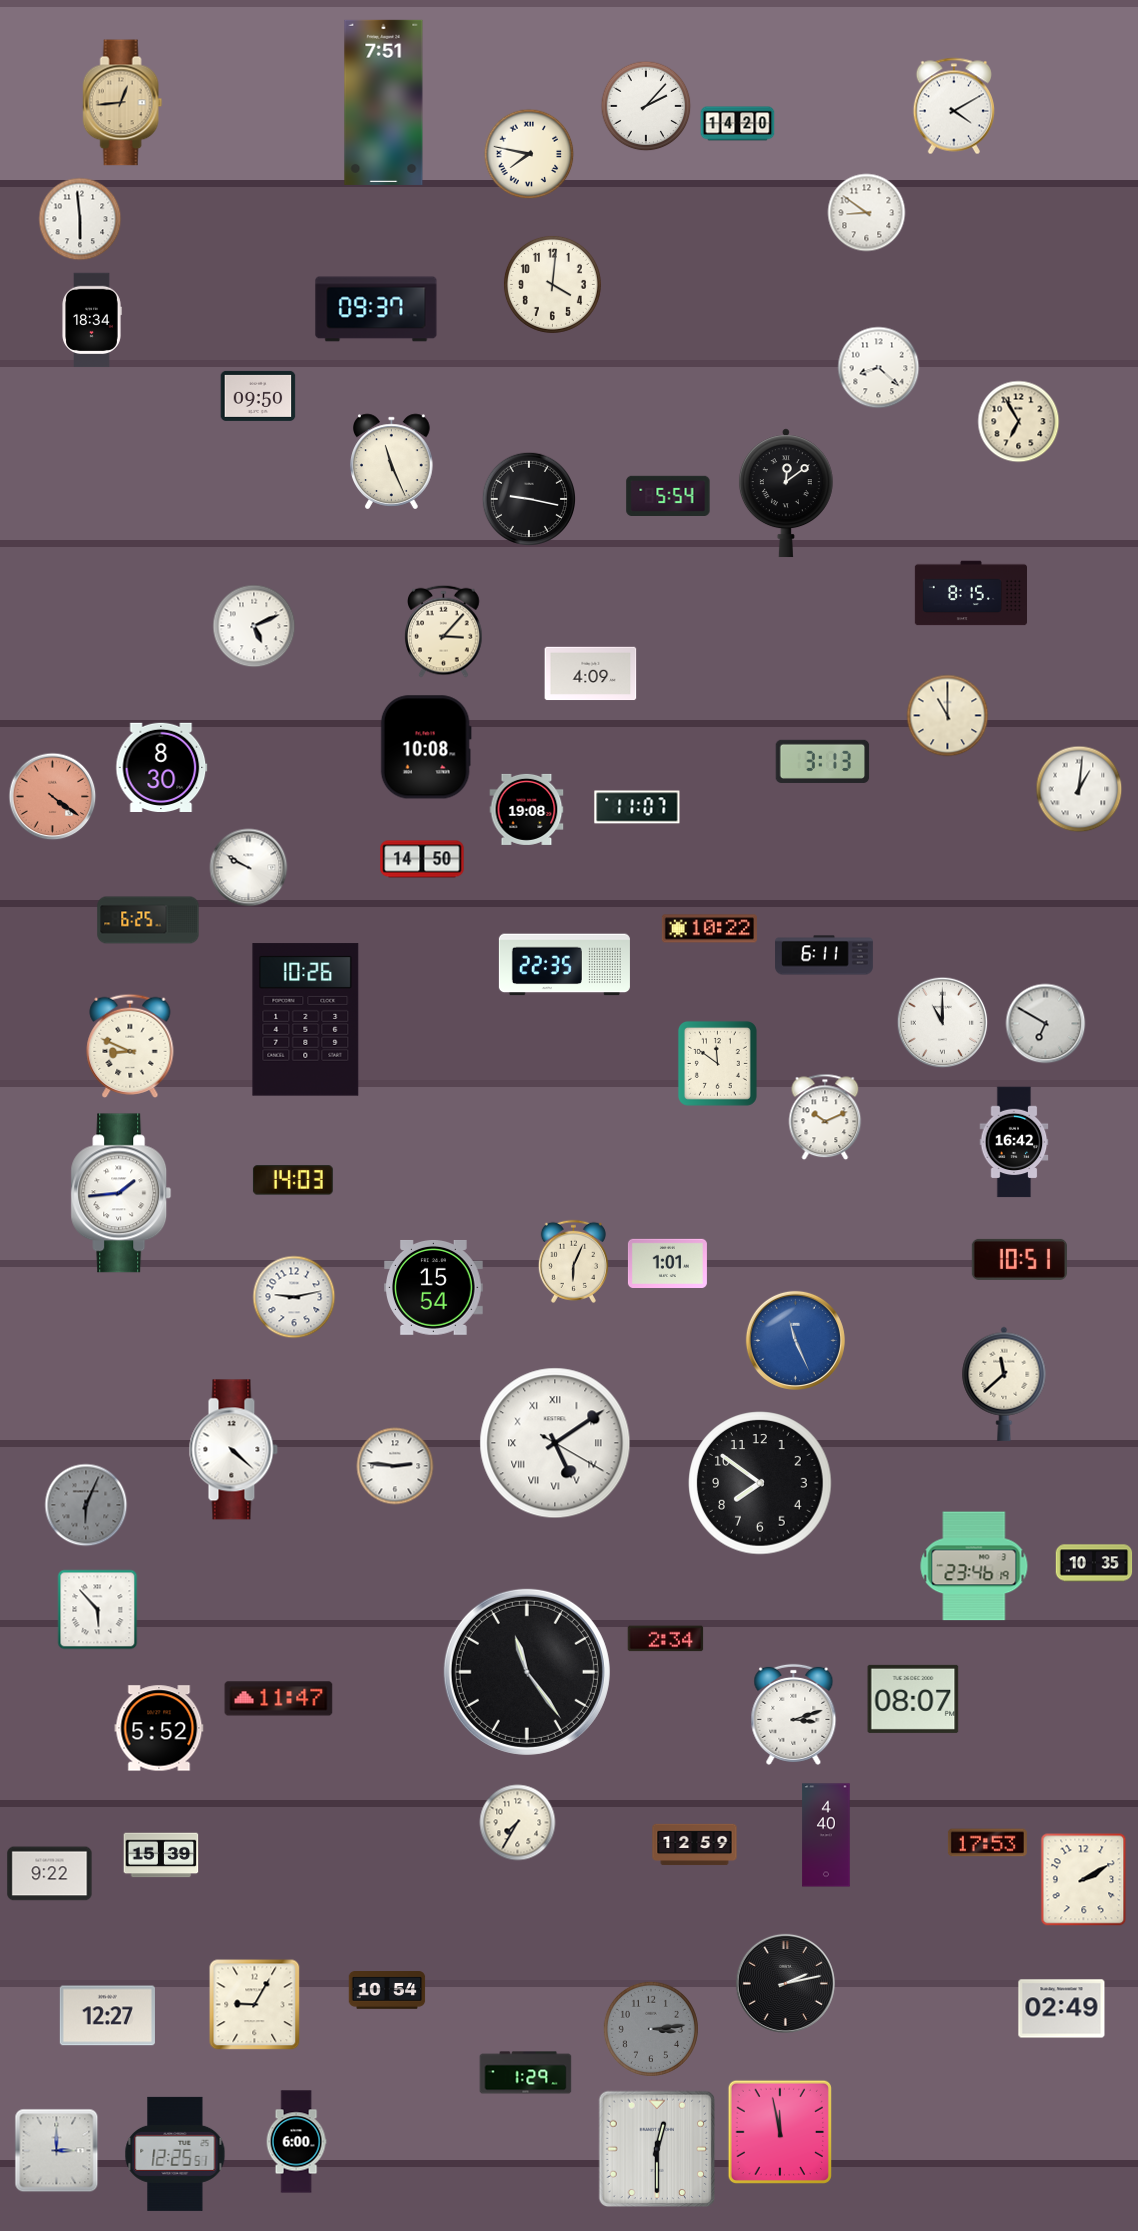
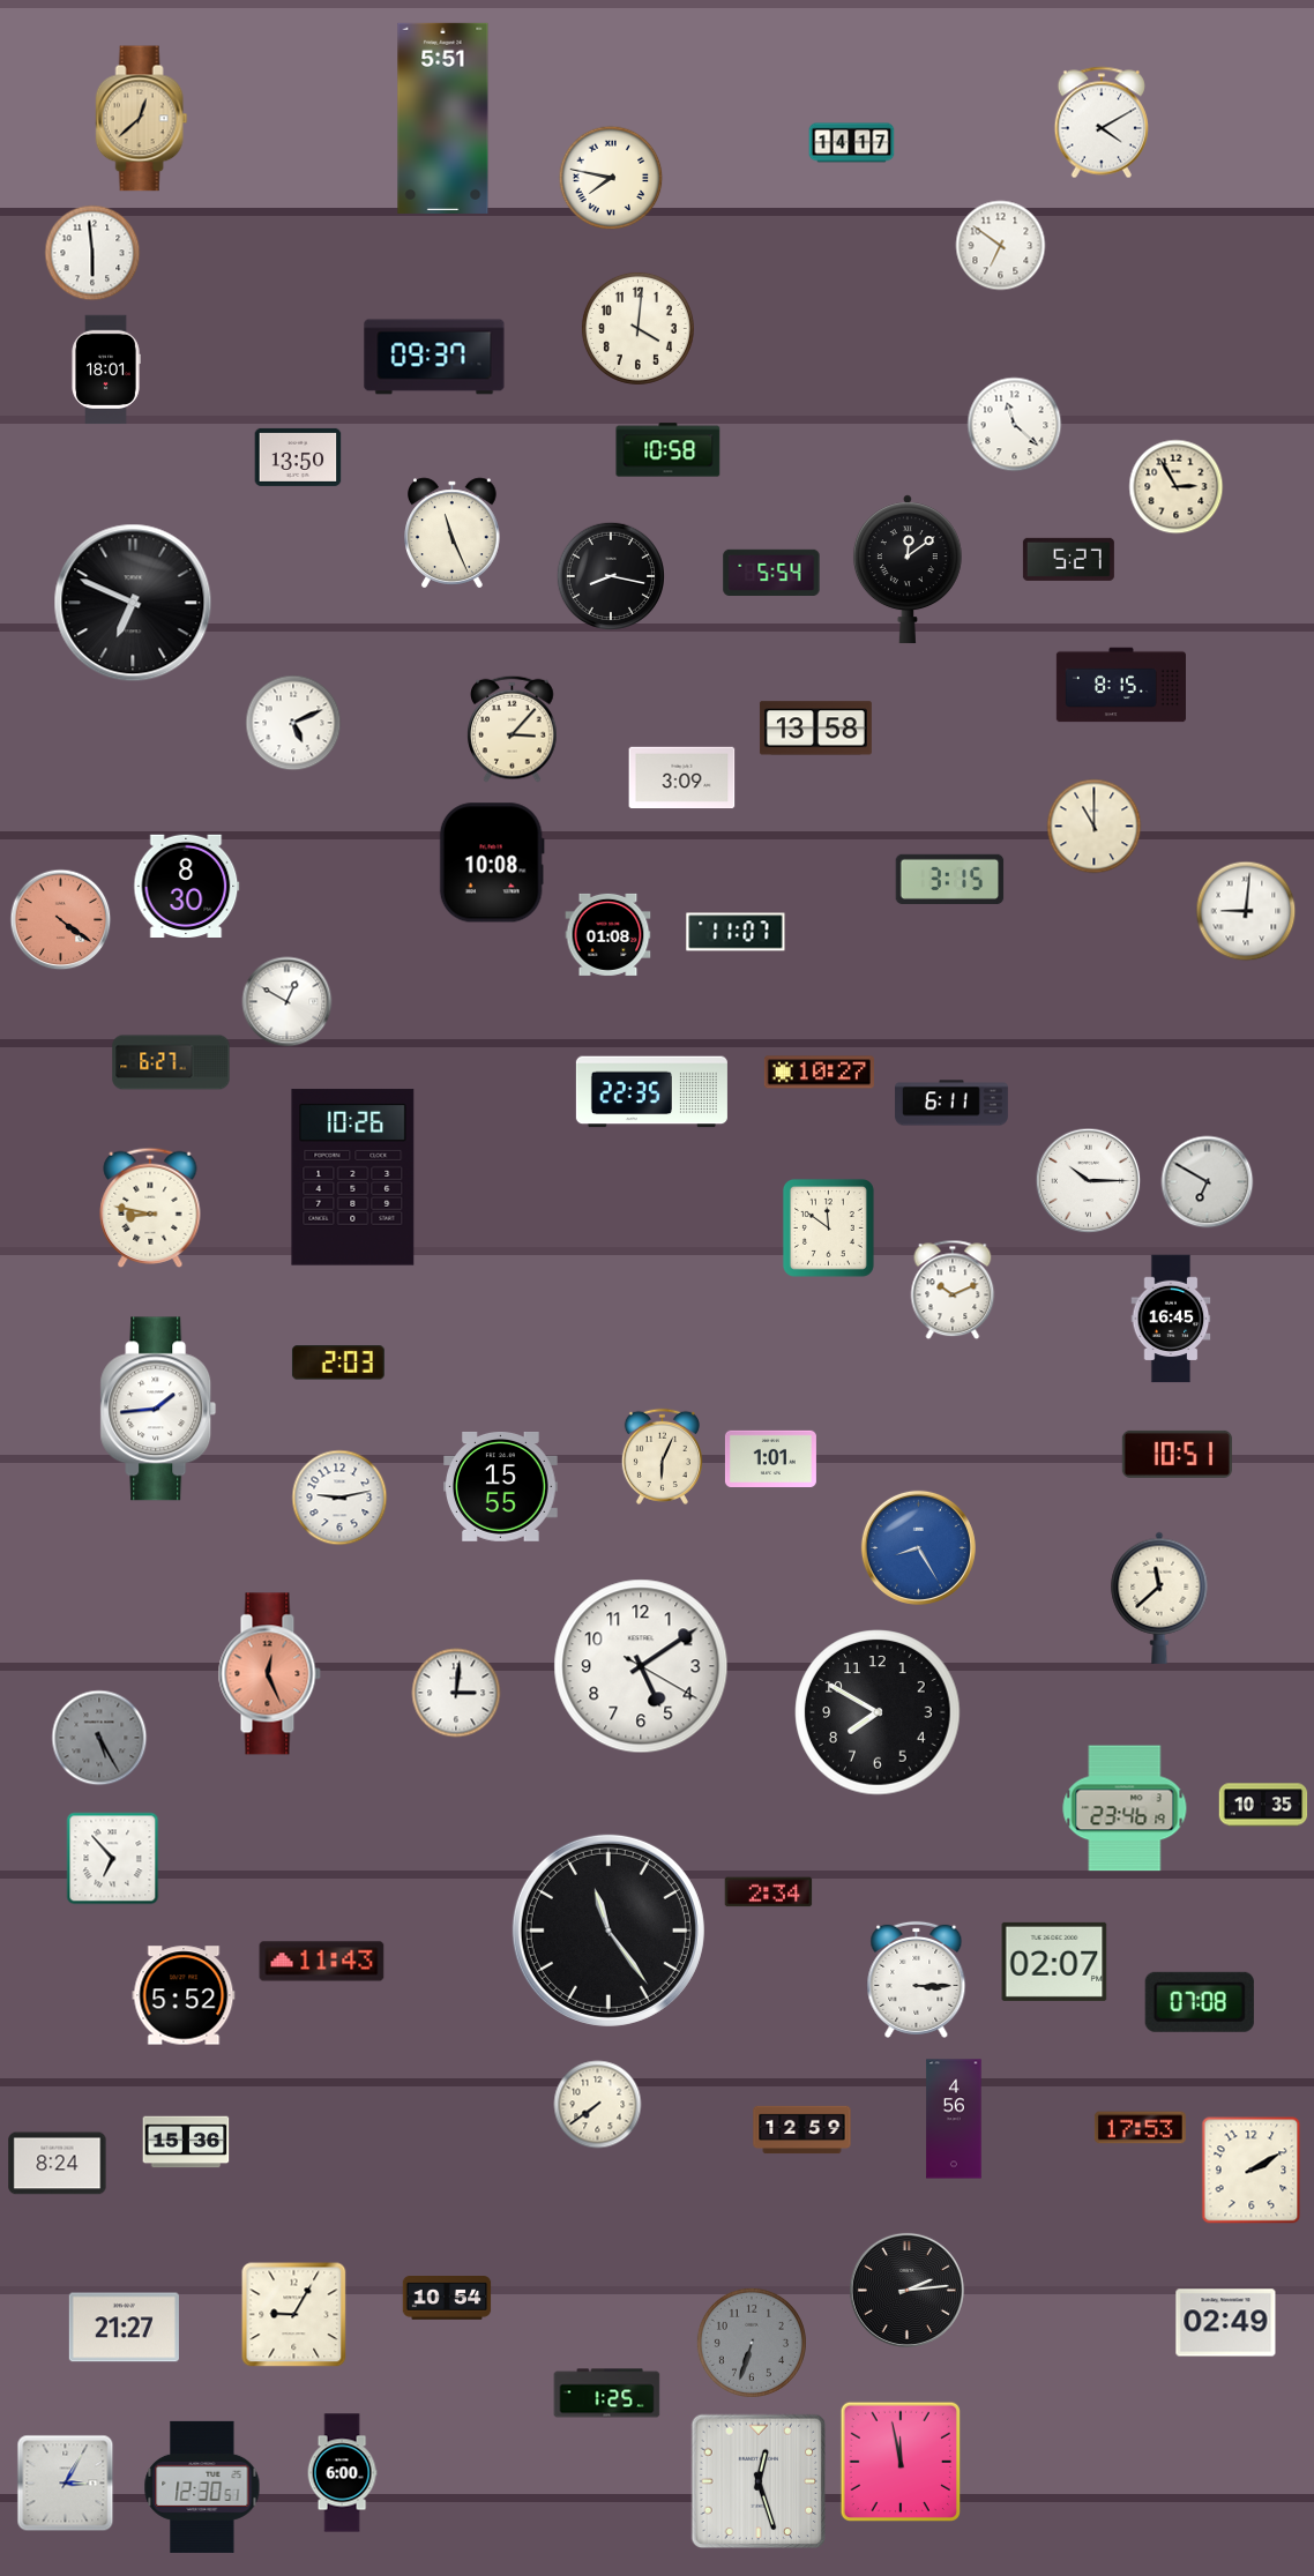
clock at (384, 102): 7:51 -> 5:51
clock at (123, 103): 12:44 -> 12:38
clock at (646, 106): 2:07 -> none
clock at (738, 124): 14:20 -> 14:17
clock at (867, 213): 8:51 -> 6:51
clock at (92, 320): 18:34 -> 18:01
clock at (879, 368): 8:22 -> 11:22
clock at (669, 450): none -> 10:58
clock at (258, 396): 09:50 -> 13:50
clock at (1019, 422): 6:55 -> 2:55
clock at (1068, 559): none -> 5:27
clock at (528, 498): 9:17 -> 8:17
clock at (133, 603): none -> 6:49
clock at (815, 729): none -> 13:58
clock at (591, 674): 4:09 -> 3:09
clock at (823, 761): 3:13 -> 3:15
clock at (1079, 789): 1:01 -> 9:01
clock at (527, 809): 19:08 -> 01:08
clock at (422, 859): 14:50 -> none
clock at (249, 868): 9:50 -> 12:50
clock at (148, 920): 6:25 -> 6:27
clock at (709, 929): 10:22 -> 10:27
clock at (564, 965) position: (564, 965) -> (651, 1092)
clock at (943, 1023): 11:00 -> 10:15
clock at (130, 1045): 8:49 -> 8:47
clock at (1014, 1142): 16:42 -> 16:45
clock at (293, 1180): 14:03 -> 2:03
clock at (121, 1193) position: (121, 1193) -> (158, 1409)
clock at (434, 1287): 15:54 -> 15:55
clock at (795, 1340): 11:26 -> 8:25
clock at (555, 1443) numerals: Roman -> Arabic
clock at (233, 1450): 4:22 -> 12:26
clock at (233, 1450) dial: white -> salmon
clock at (395, 1466): 2:46 -> 3:01
clock at (760, 1483): 7:51 -> 7:50
clock at (86, 1505): 6:04 -> 5:25
clock at (98, 1610): 5:53 -> 6:53
clock at (279, 1699): 11:47 -> 11:43
clock at (913, 1699): 08:07 -> 02:07
clock at (794, 1714): 3:12 -> 3:15
clock at (1200, 2002): none -> 07:08
clock at (518, 1823): 7:35 -> 7:39
clock at (826, 1835): 4:40 -> 4:56
clock at (161, 1855): 15:39 -> 15:36
clock at (50, 1874): 9:22 -> 8:24
clock at (785, 1983): 2:13 -> 2:14
clock at (1062, 2009) position: (1062, 2009) -> (1226, 2323)
clock at (107, 2016): 12:27 -> 21:27
clock at (651, 2029): 3:14 -> 6:33
clock at (526, 2073): 1:29 -> 1:25
clock at (657, 2149): 12:30 -> 12:27
clock at (57, 2151): 3:00 -> 3:05
clock at (175, 2154): 12:25 -> 12:30
